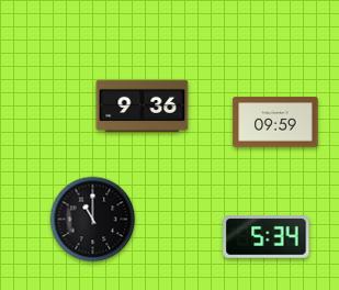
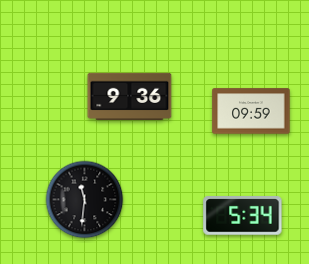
clock at (93, 220): 11:00 -> 11:31
